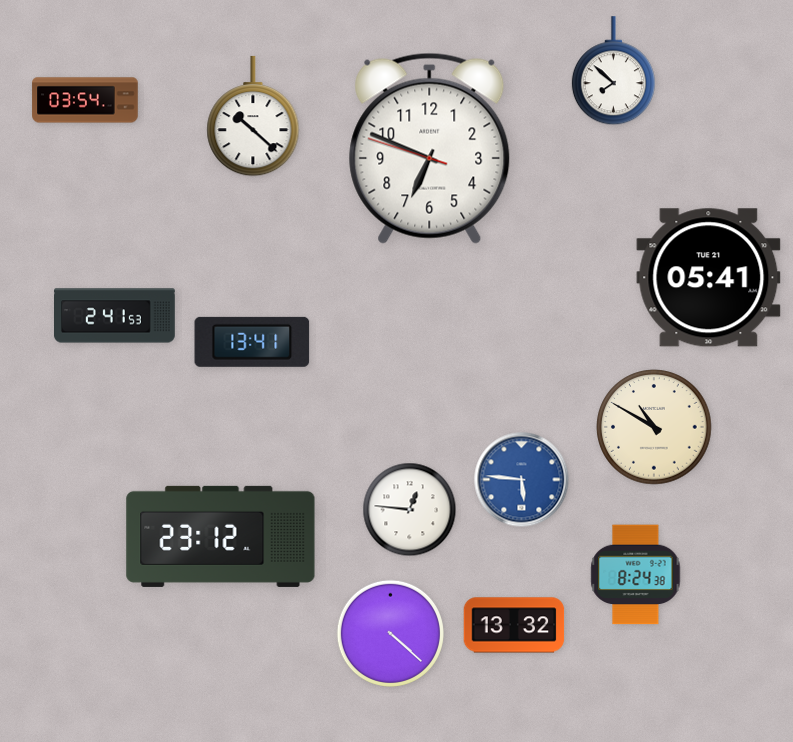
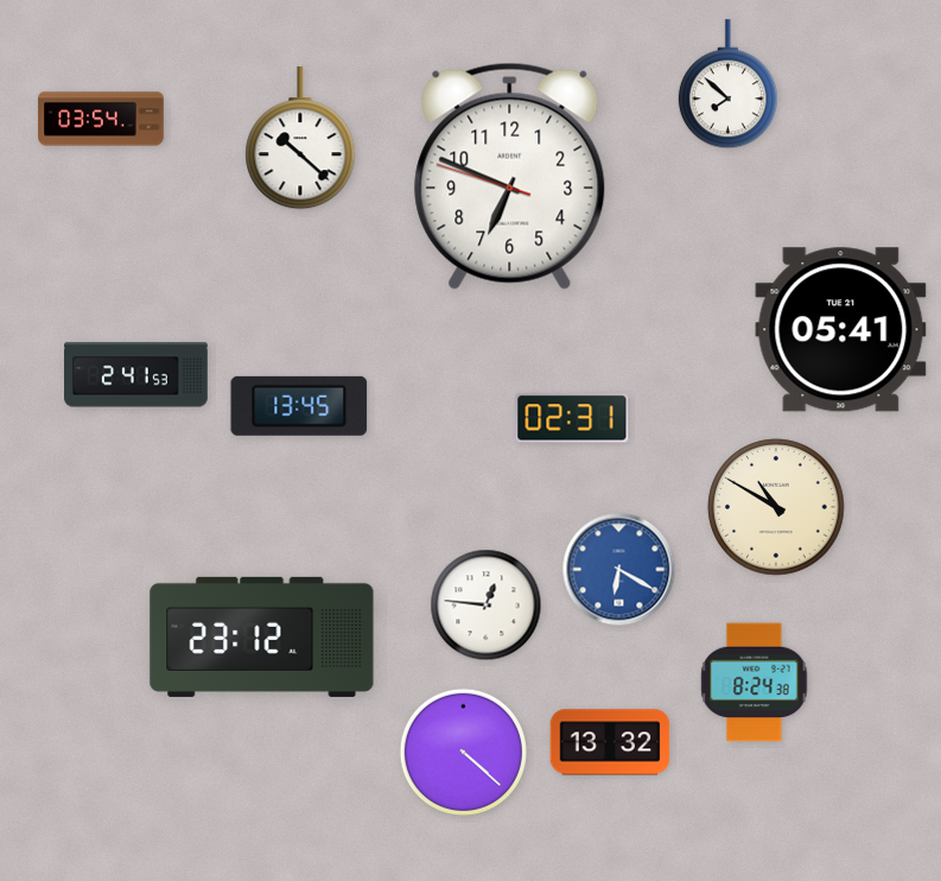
clock at (252, 342): 13:41 -> 13:45
clock at (572, 418): none -> 02:31
clock at (522, 480): 5:46 -> 6:20
